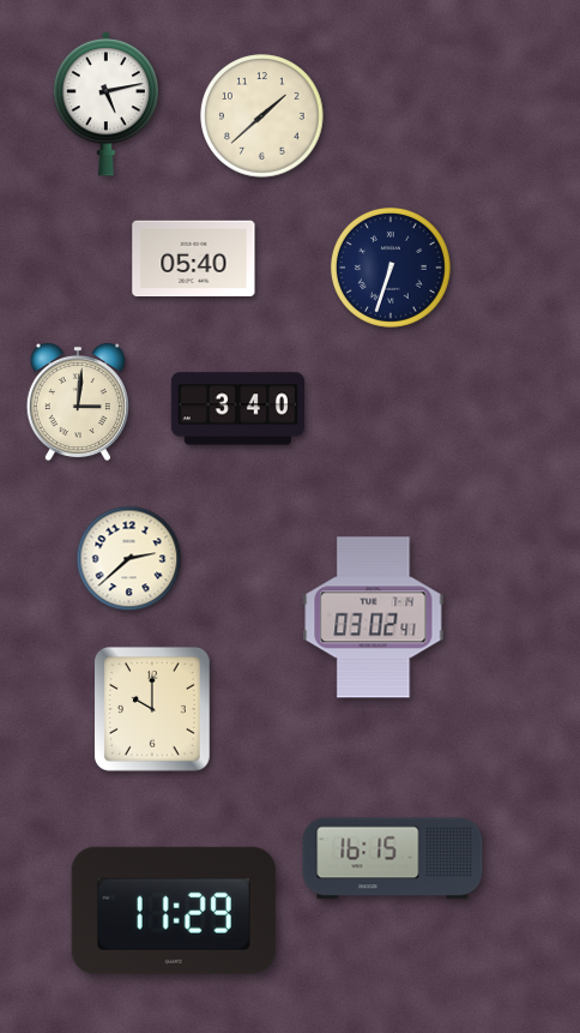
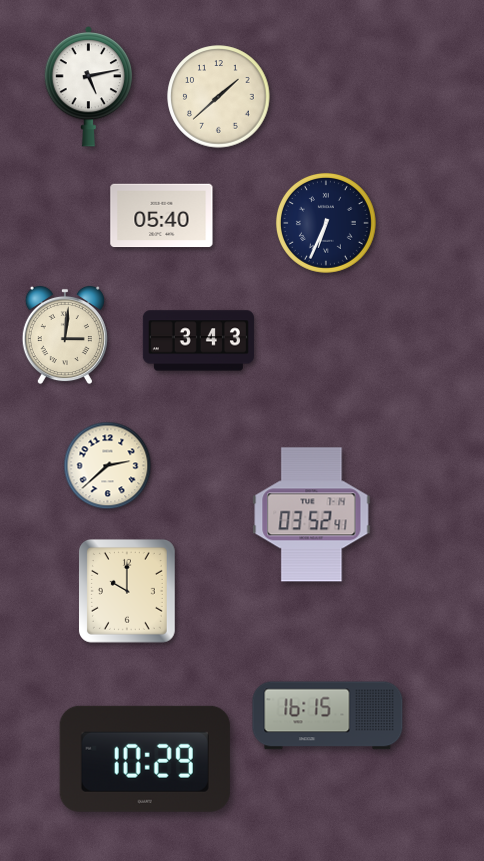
clock at (391, 268): 6:33 -> 6:34
clock at (237, 409): 3:40 -> 3:43
clock at (374, 618): 03:02 -> 03:52
clock at (174, 911): 11:29 -> 10:29
